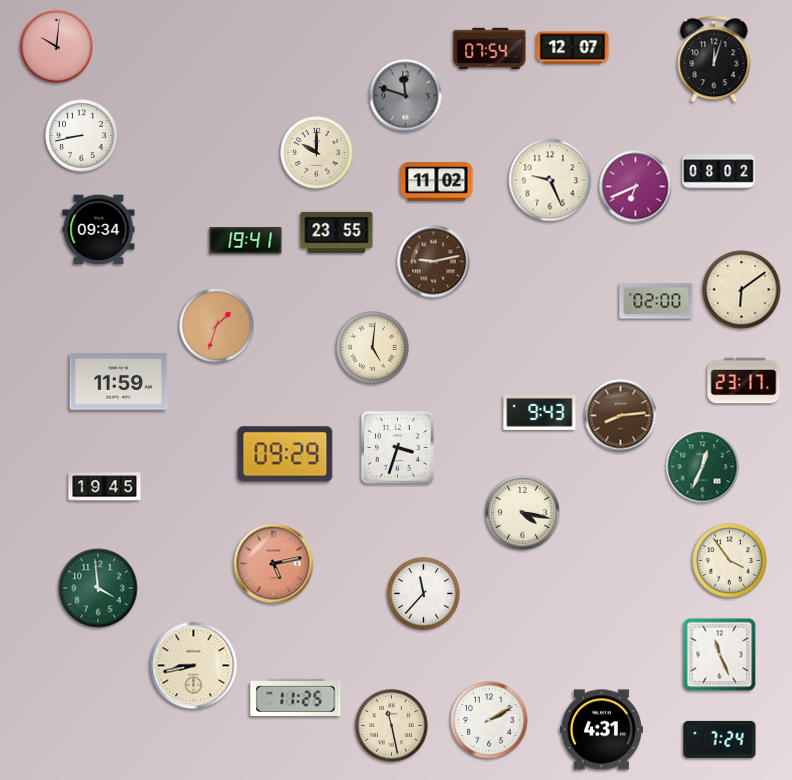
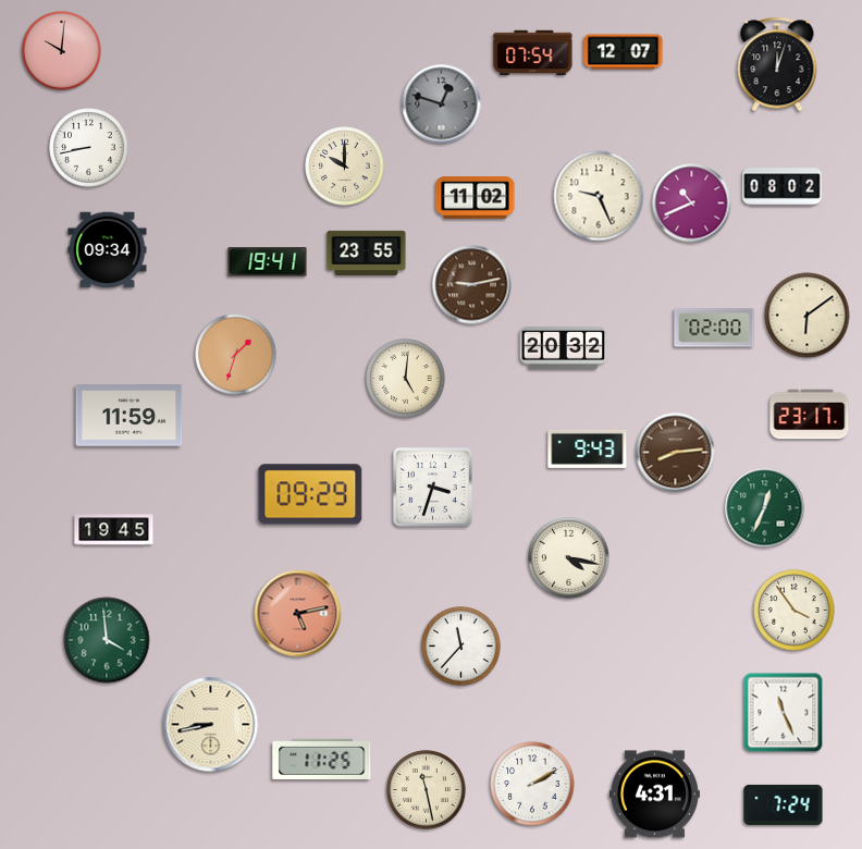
clock at (406, 96): 11:48 -> 12:48
clock at (636, 187): 6:41 -> 10:41
clock at (564, 347): none -> 20:32
